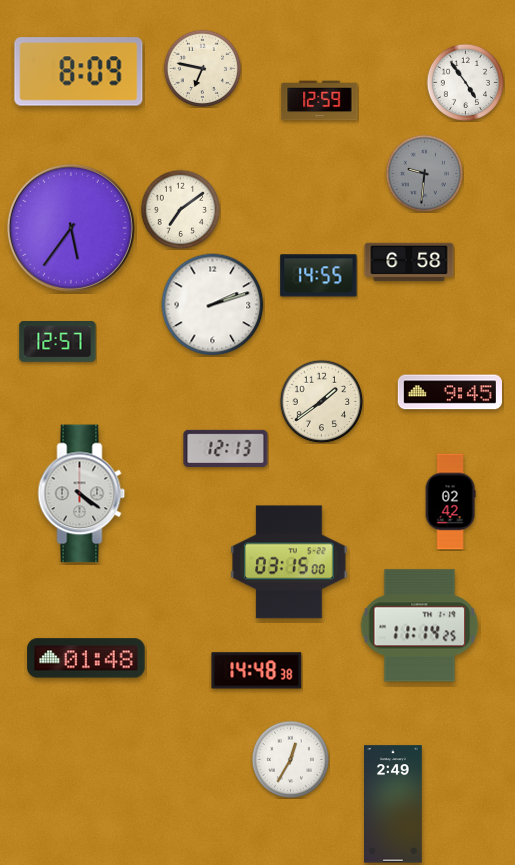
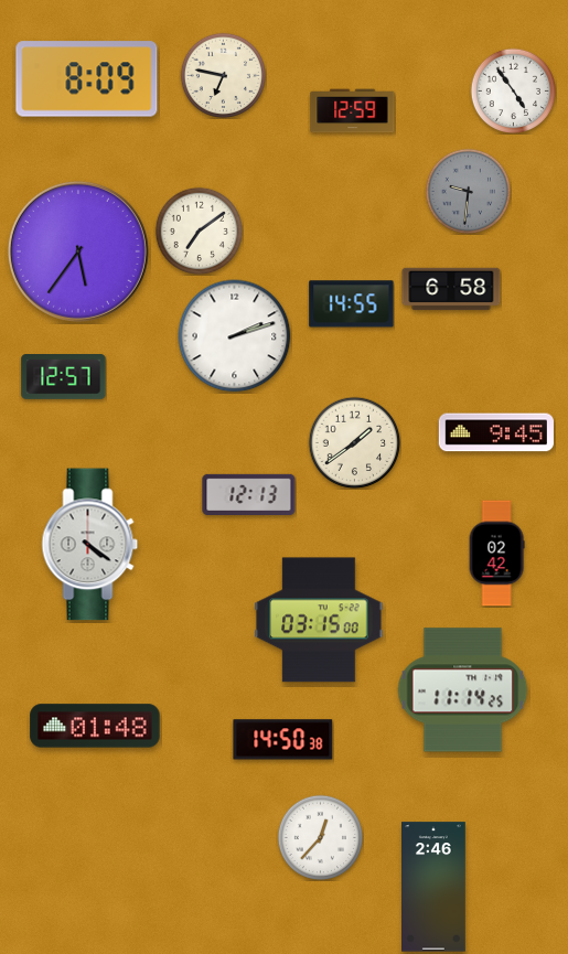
clock at (257, 671): 14:48 -> 14:50
clock at (290, 759): 12:35 -> 12:37
clock at (394, 804): 2:49 -> 2:46
